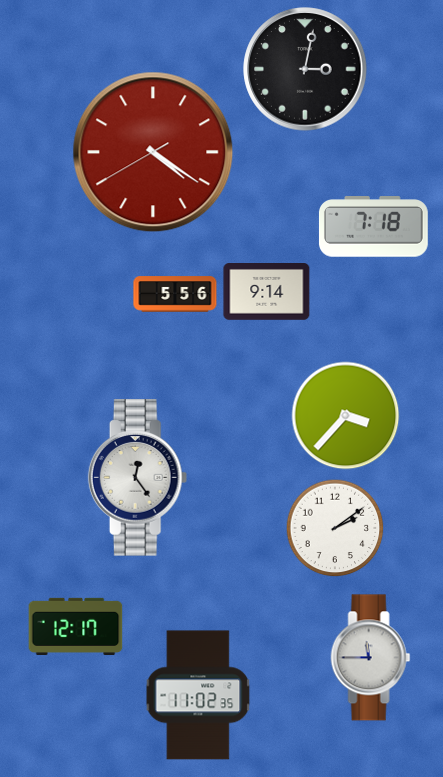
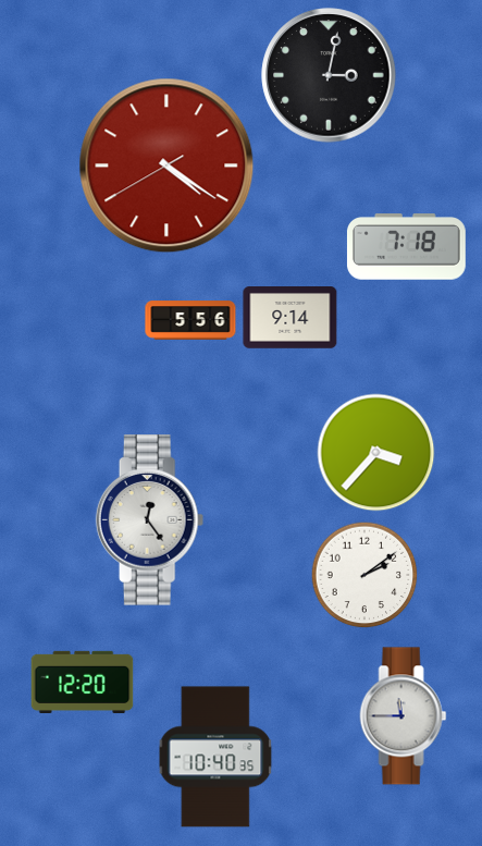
clock at (305, 69) position: (305, 69) -> (329, 75)
clock at (76, 626): 12:17 -> 12:20
clock at (198, 695): 11:02 -> 10:40
